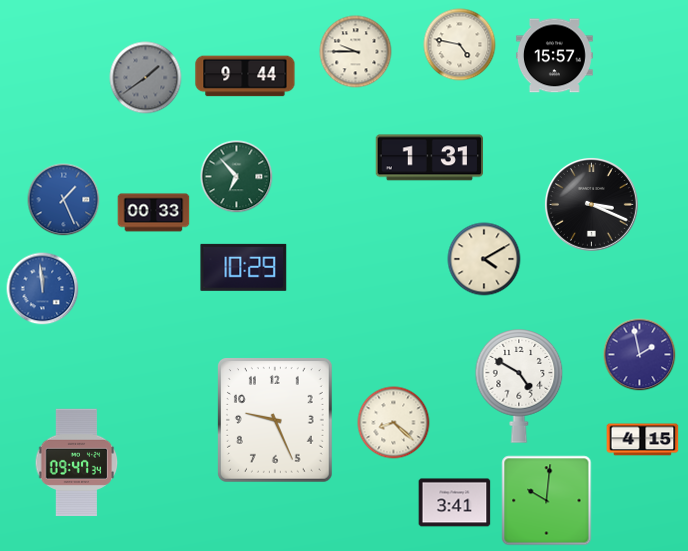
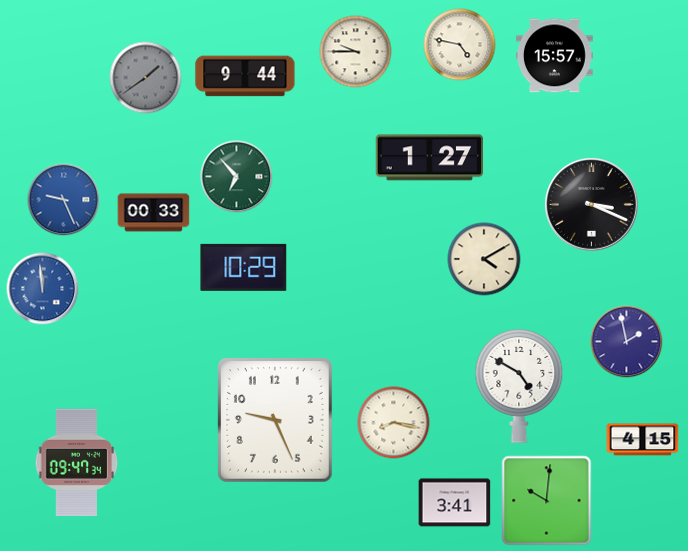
clock at (429, 158): 1:31 -> 1:27
clock at (64, 200): 1:26 -> 9:26
clock at (640, 355) position: (640, 355) -> (627, 342)
clock at (394, 423): 8:22 -> 8:17
